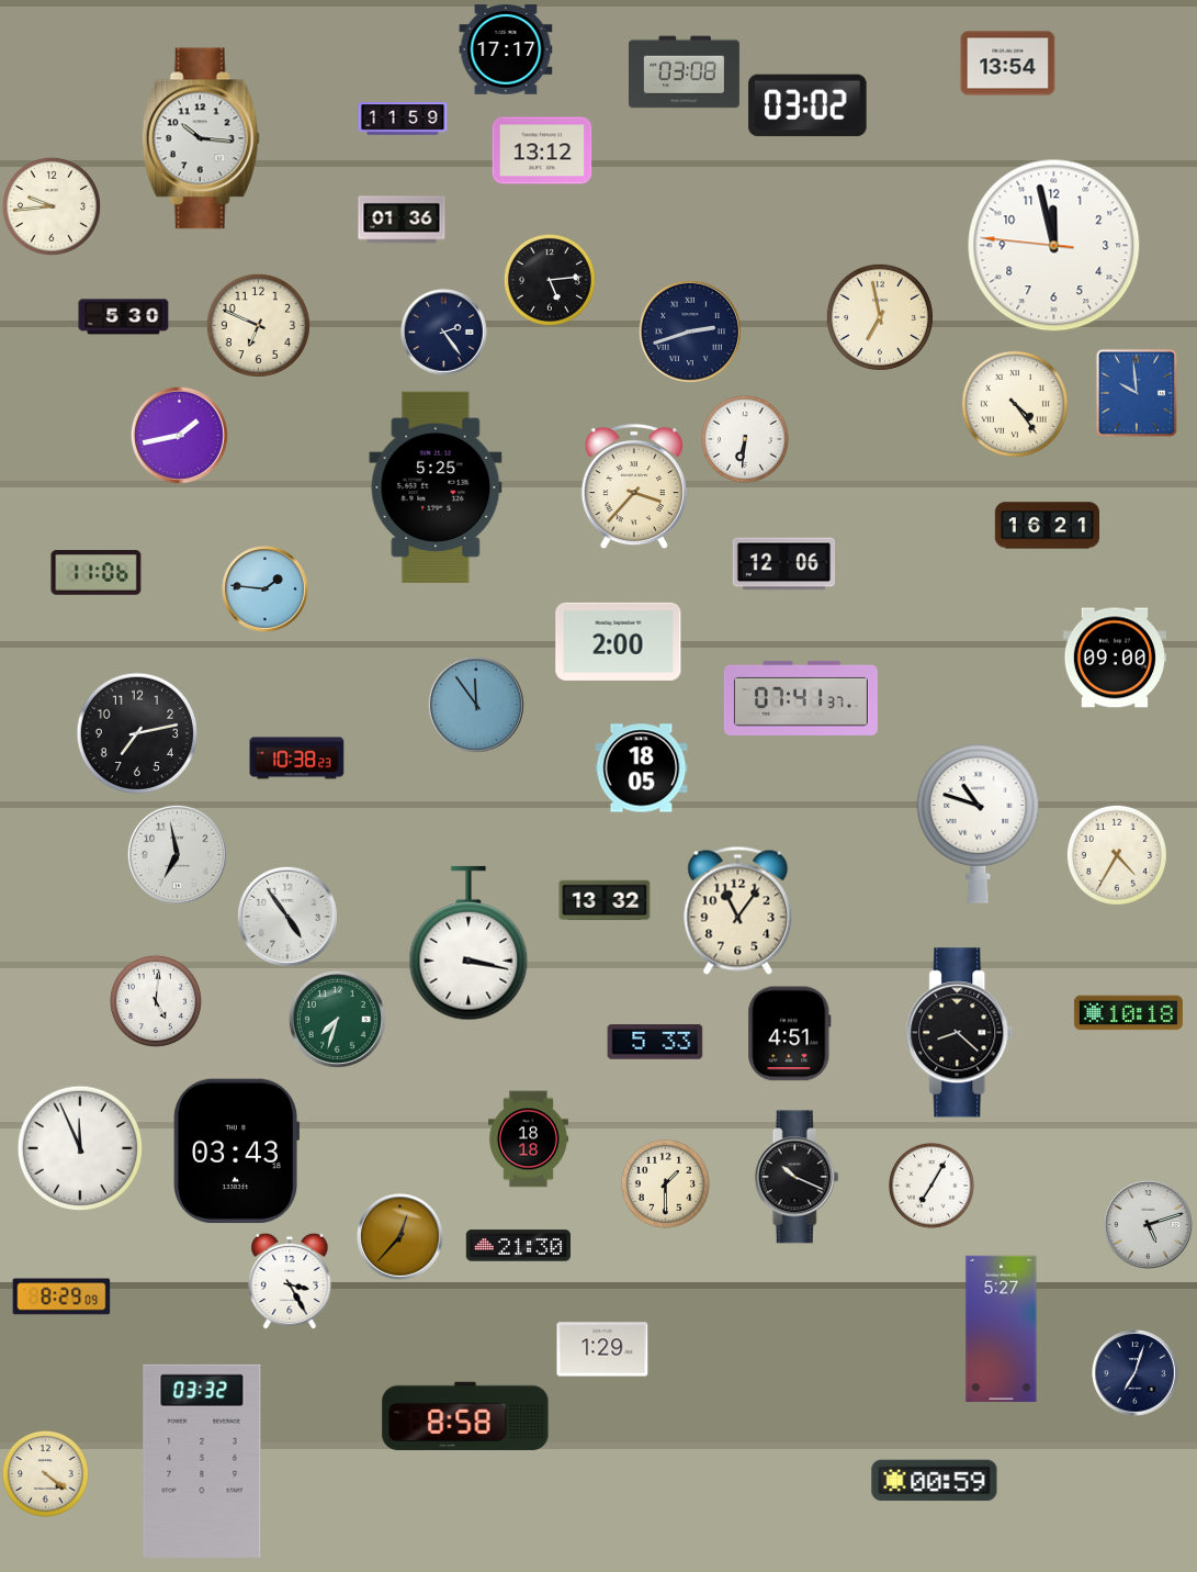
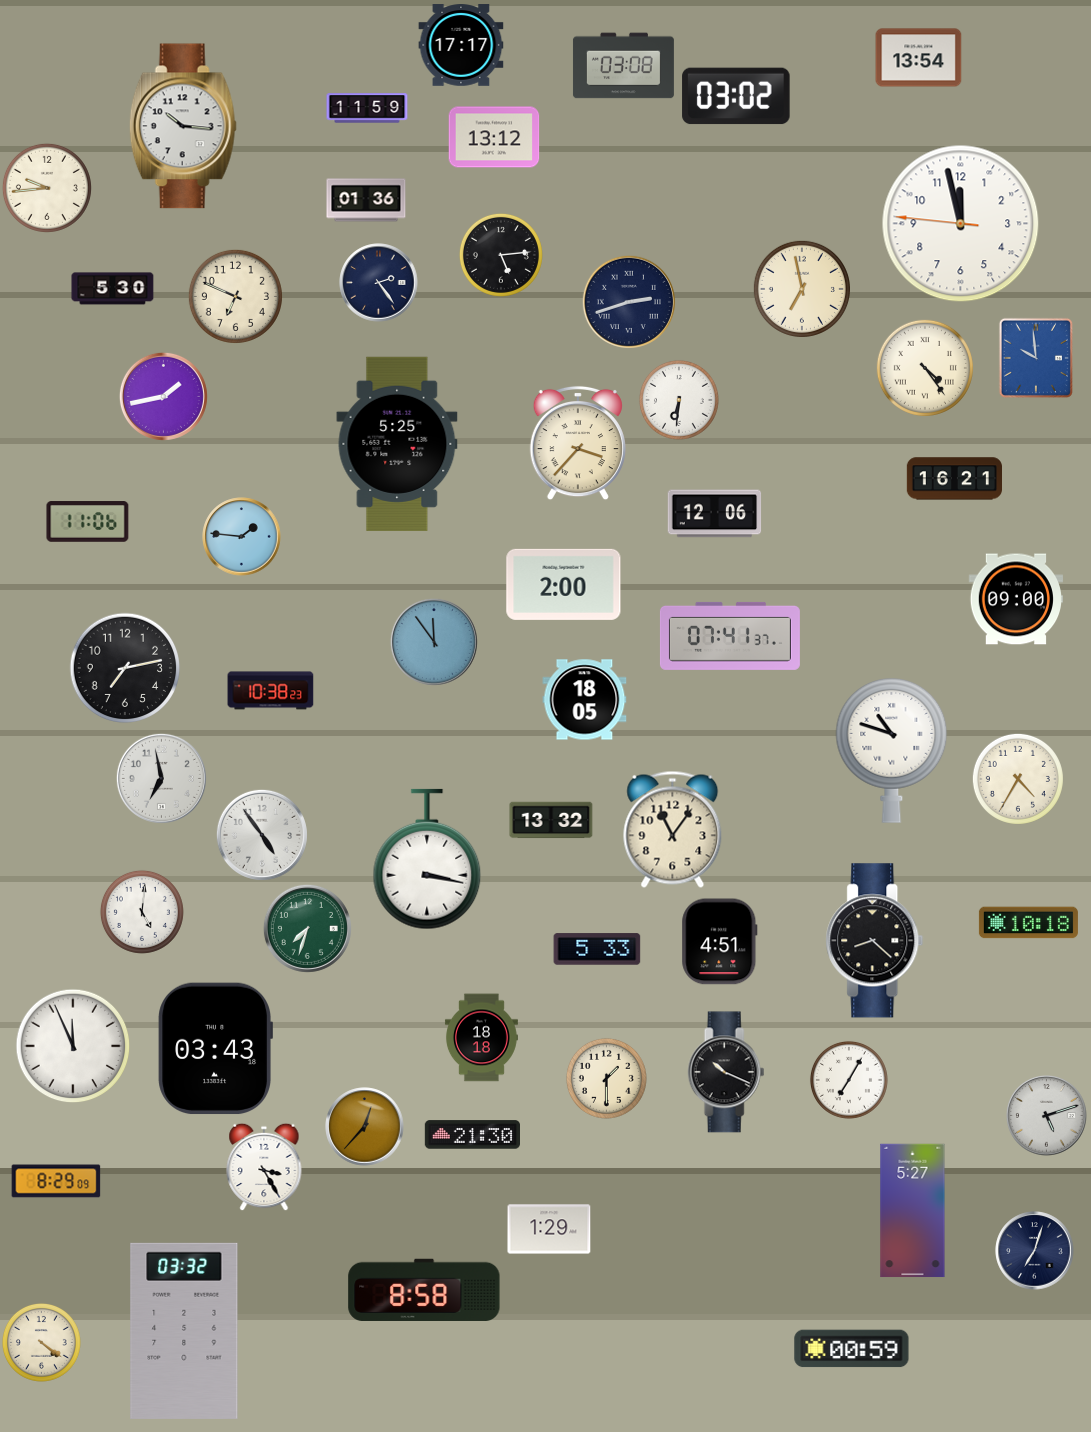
clock at (444, 333) position: (444, 333) -> (379, 283)
